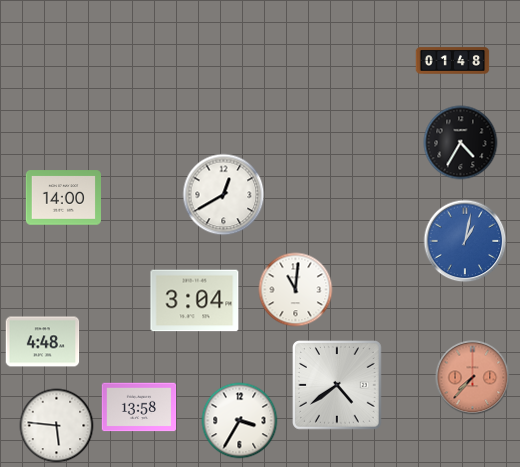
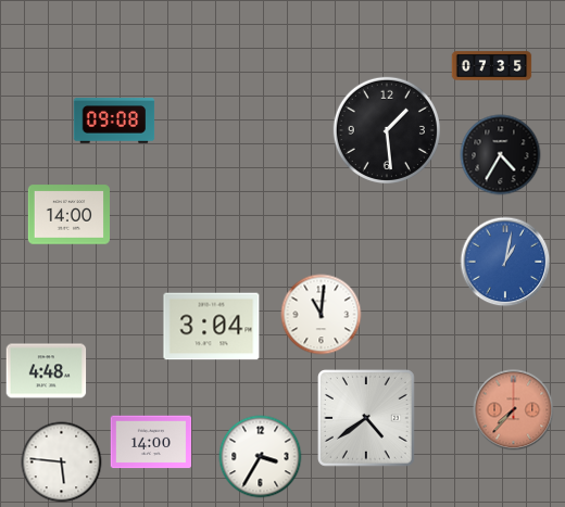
clock at (453, 61): 01:48 -> 07:35
clock at (114, 121): none -> 09:08
clock at (387, 130): none -> 1:29
clock at (224, 195): 12:40 -> none
clock at (139, 407): 13:58 -> 14:00
